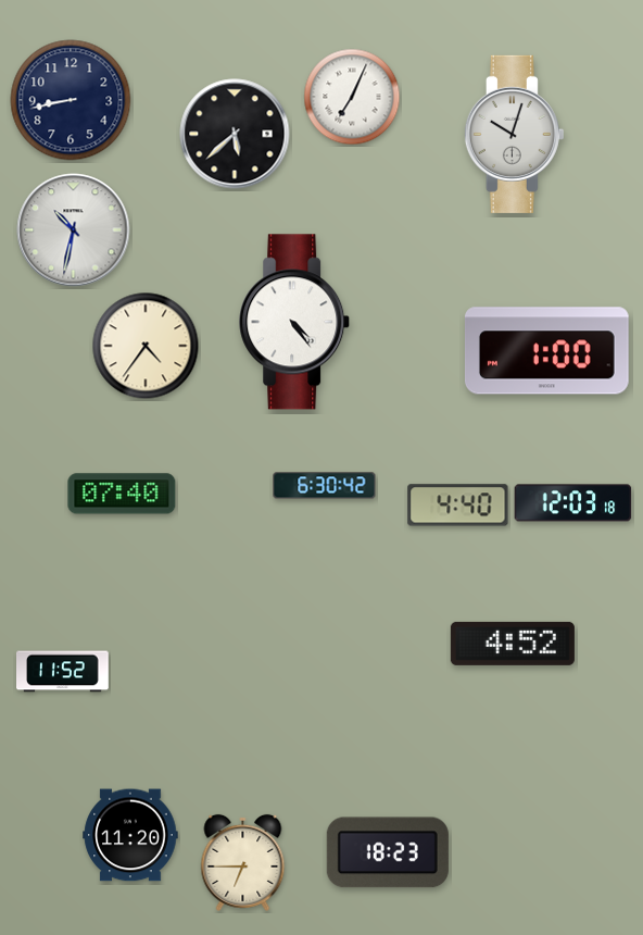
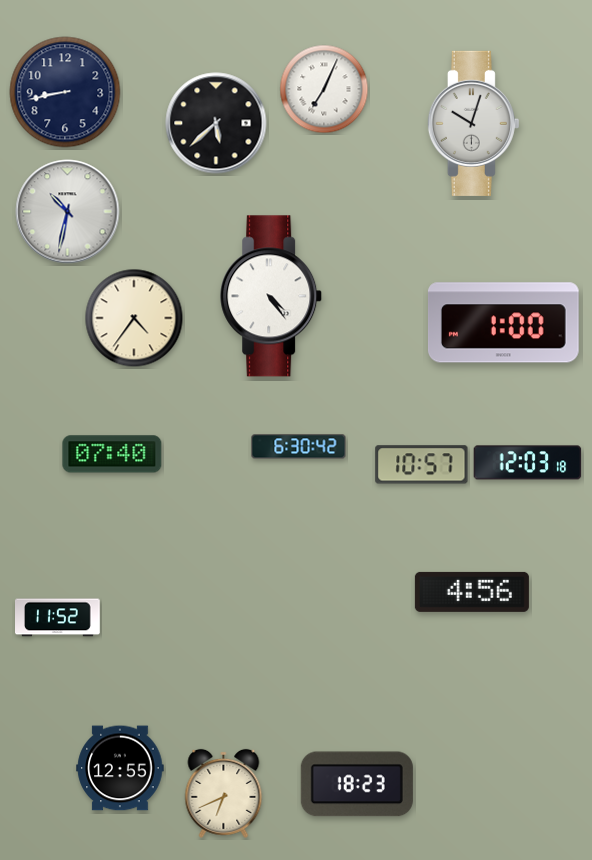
clock at (458, 506): 4:40 -> 10:57
clock at (513, 644): 4:52 -> 4:56
clock at (130, 835): 11:20 -> 12:55
clock at (243, 862): 6:45 -> 6:41
